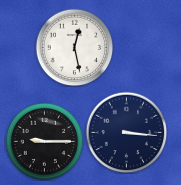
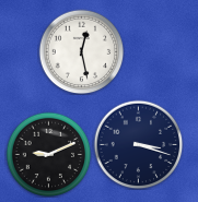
clock at (126, 132): 3:16 -> 3:18
clock at (44, 141): 9:15 -> 9:11
